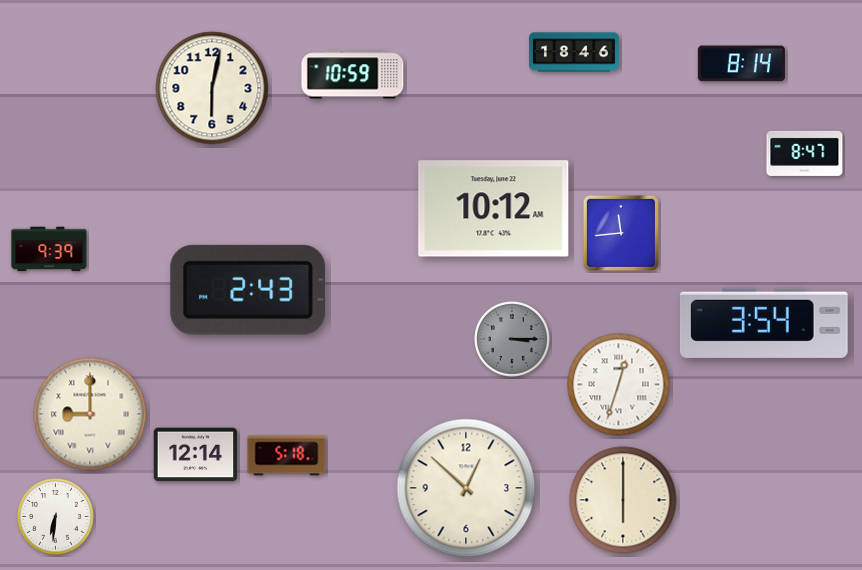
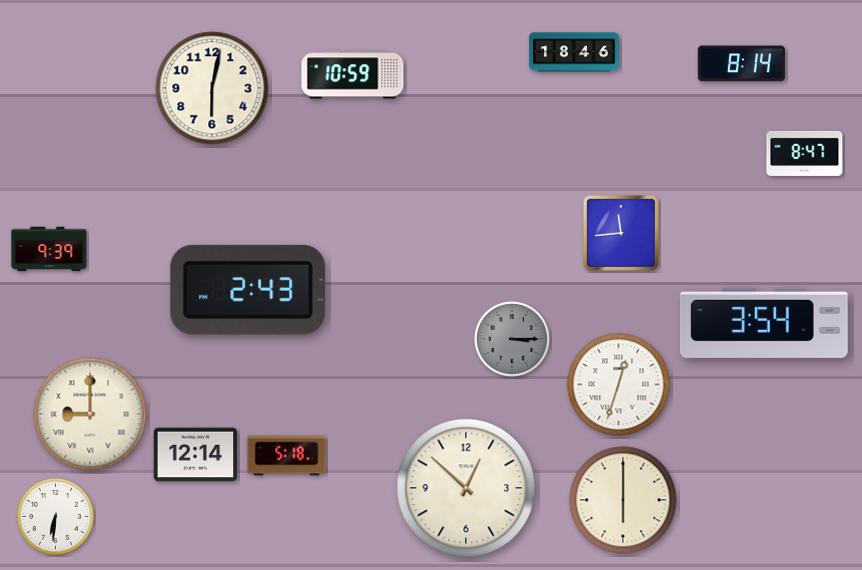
clock at (494, 209): 10:12 -> none
